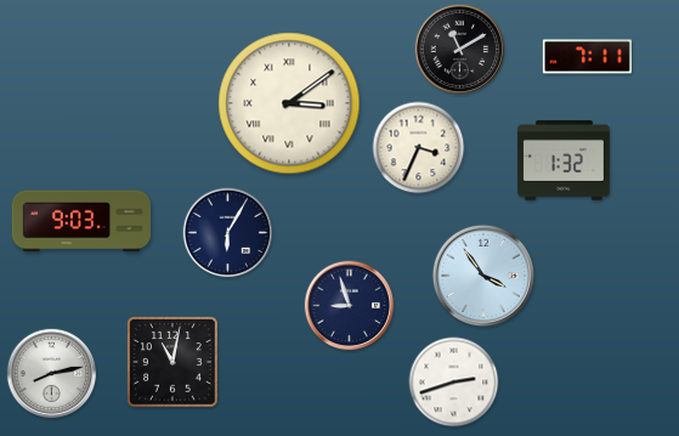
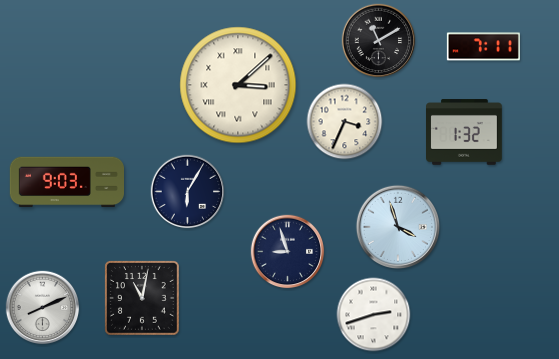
clock at (289, 103): 3:09 -> 3:08
clock at (482, 274): 3:54 -> 3:57
clock at (52, 374): 8:13 -> 8:11
